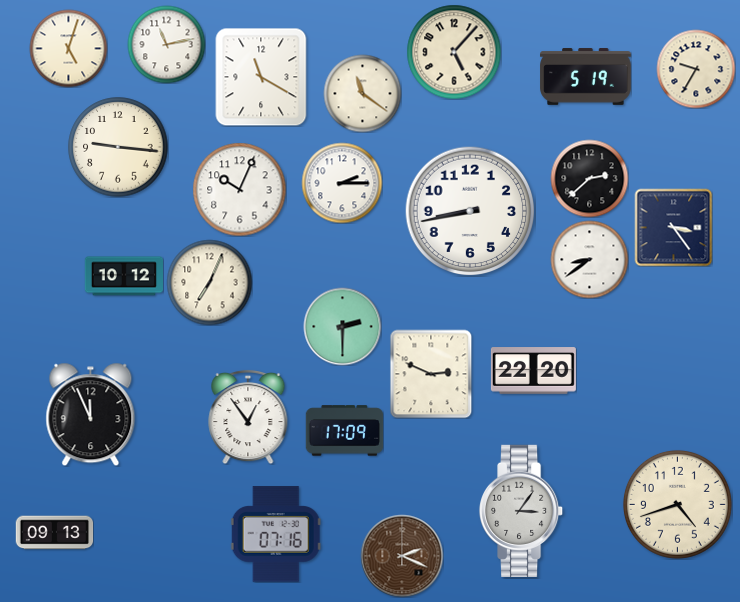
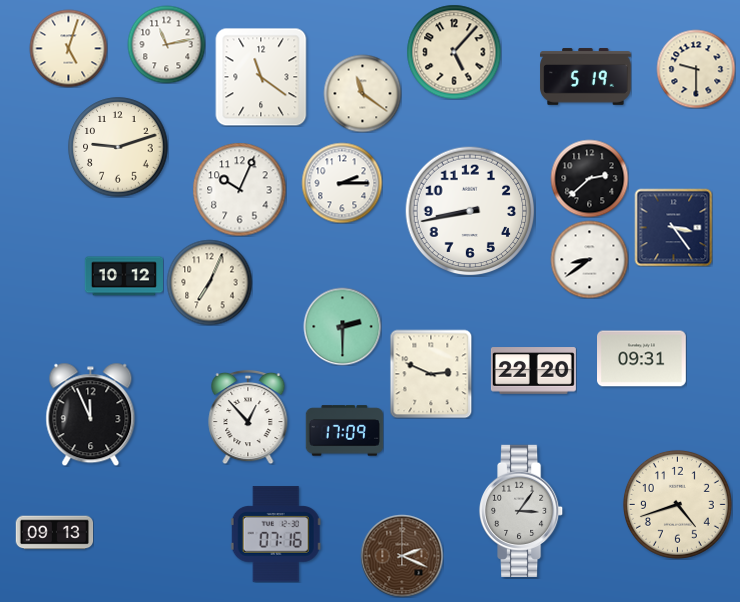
clock at (696, 69): 9:35 -> 9:30
clock at (261, 77): 11:20 -> 11:21
clock at (118, 147): 9:16 -> 9:12
clock at (642, 359): none -> 09:31
clock at (248, 417): 12:54 -> 12:53
